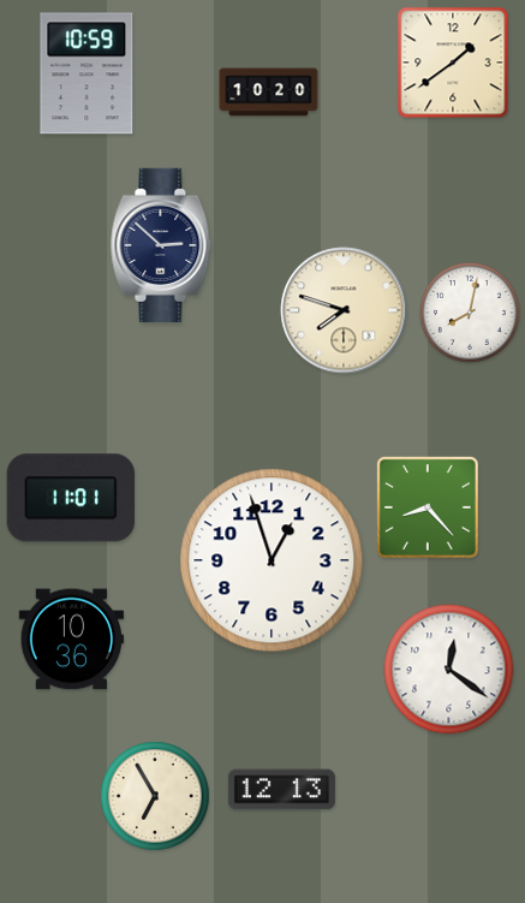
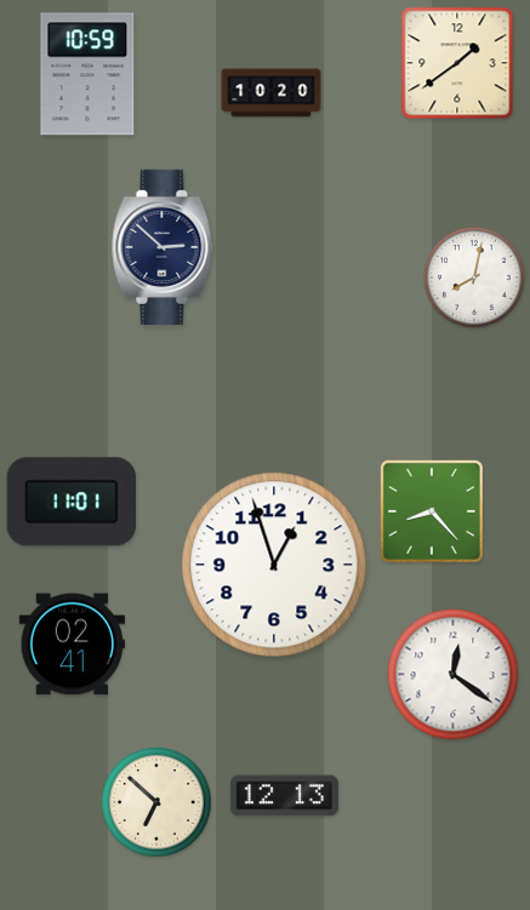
clock at (344, 310): 7:48 -> none
clock at (470, 313) position: (470, 313) -> (474, 277)
clock at (72, 640): 10:36 -> 02:41
clock at (155, 796): 6:55 -> 6:52
